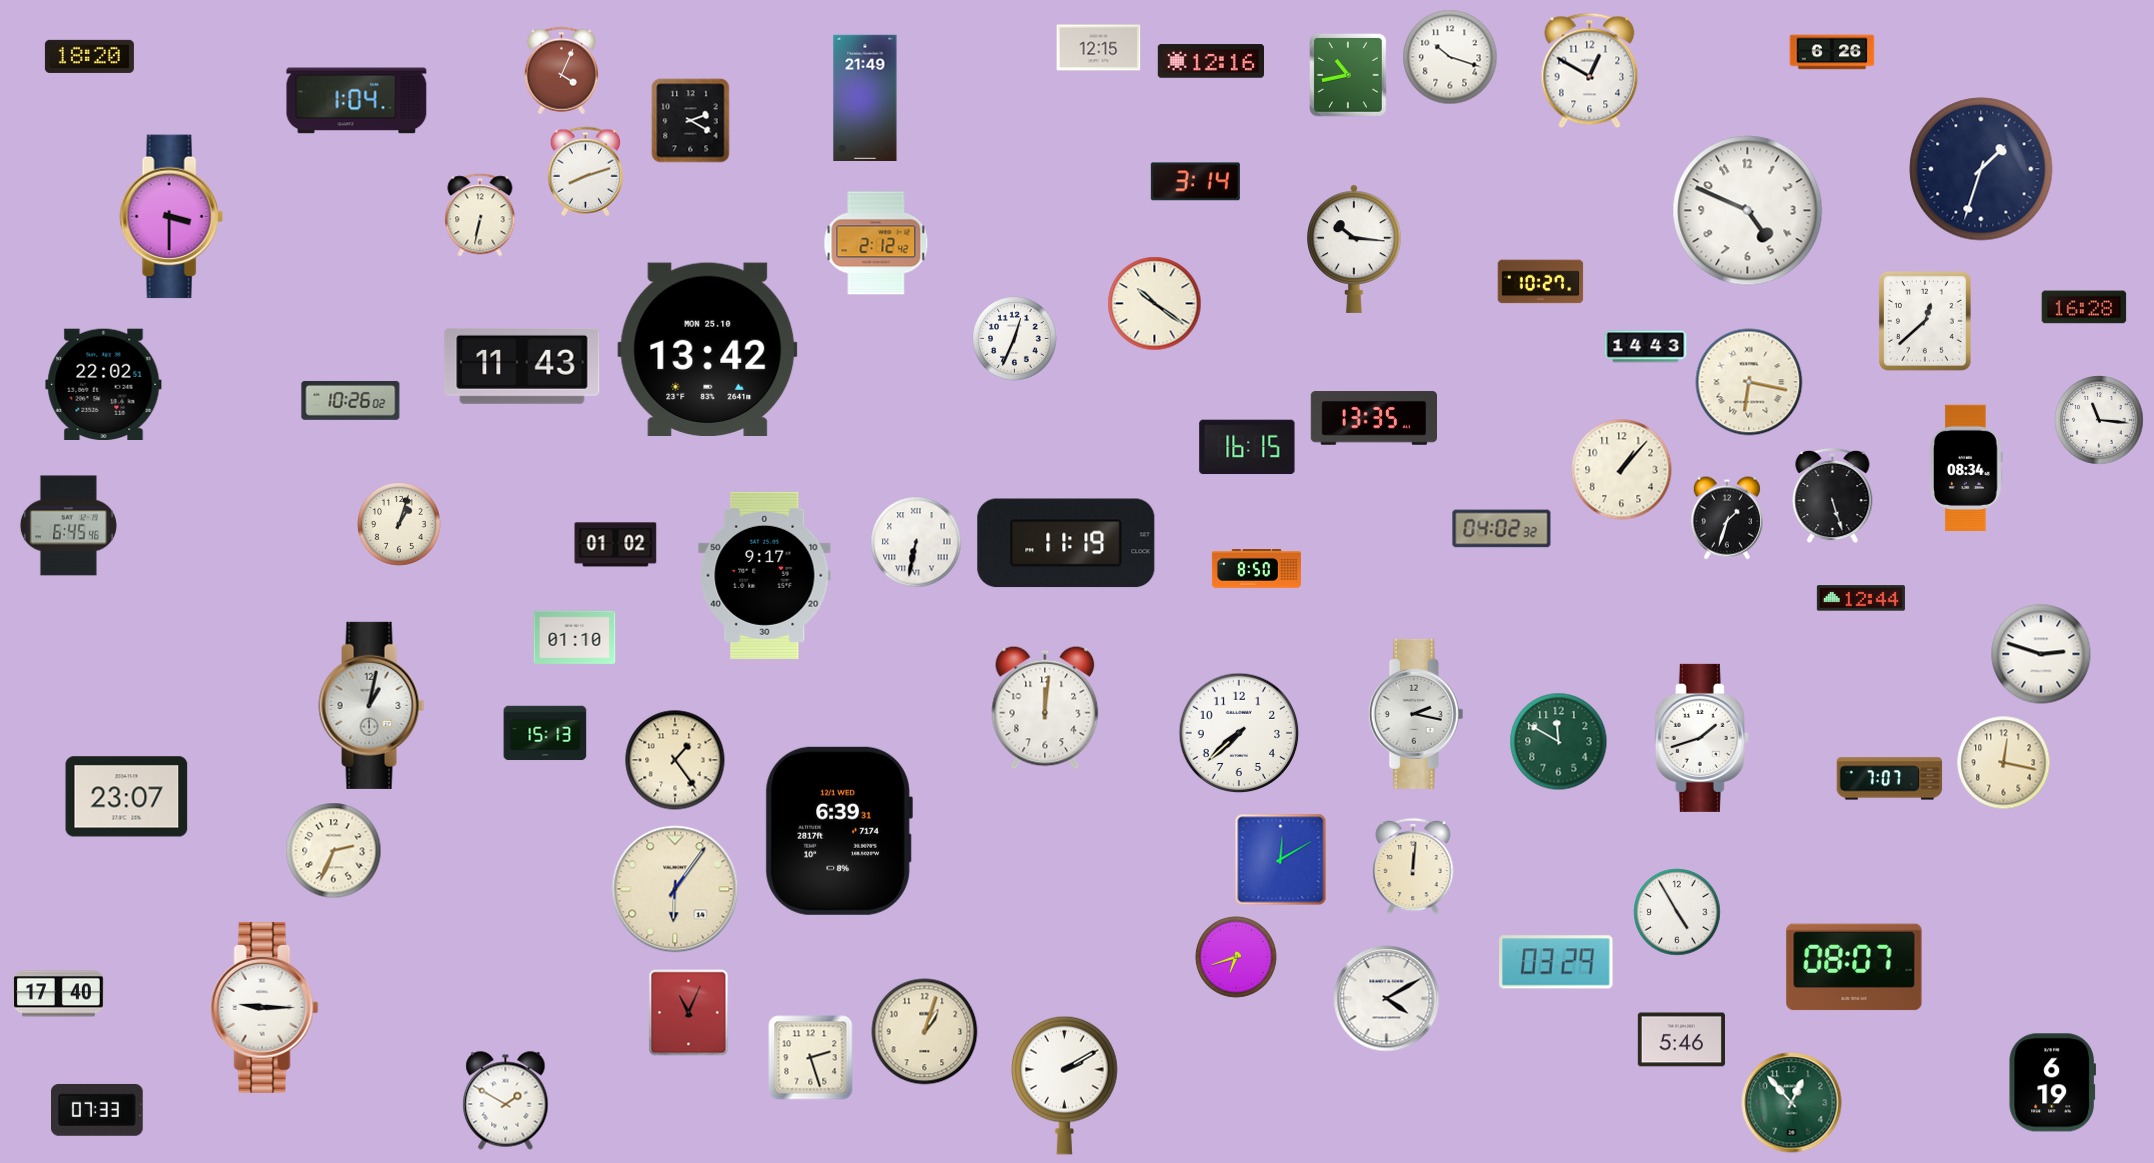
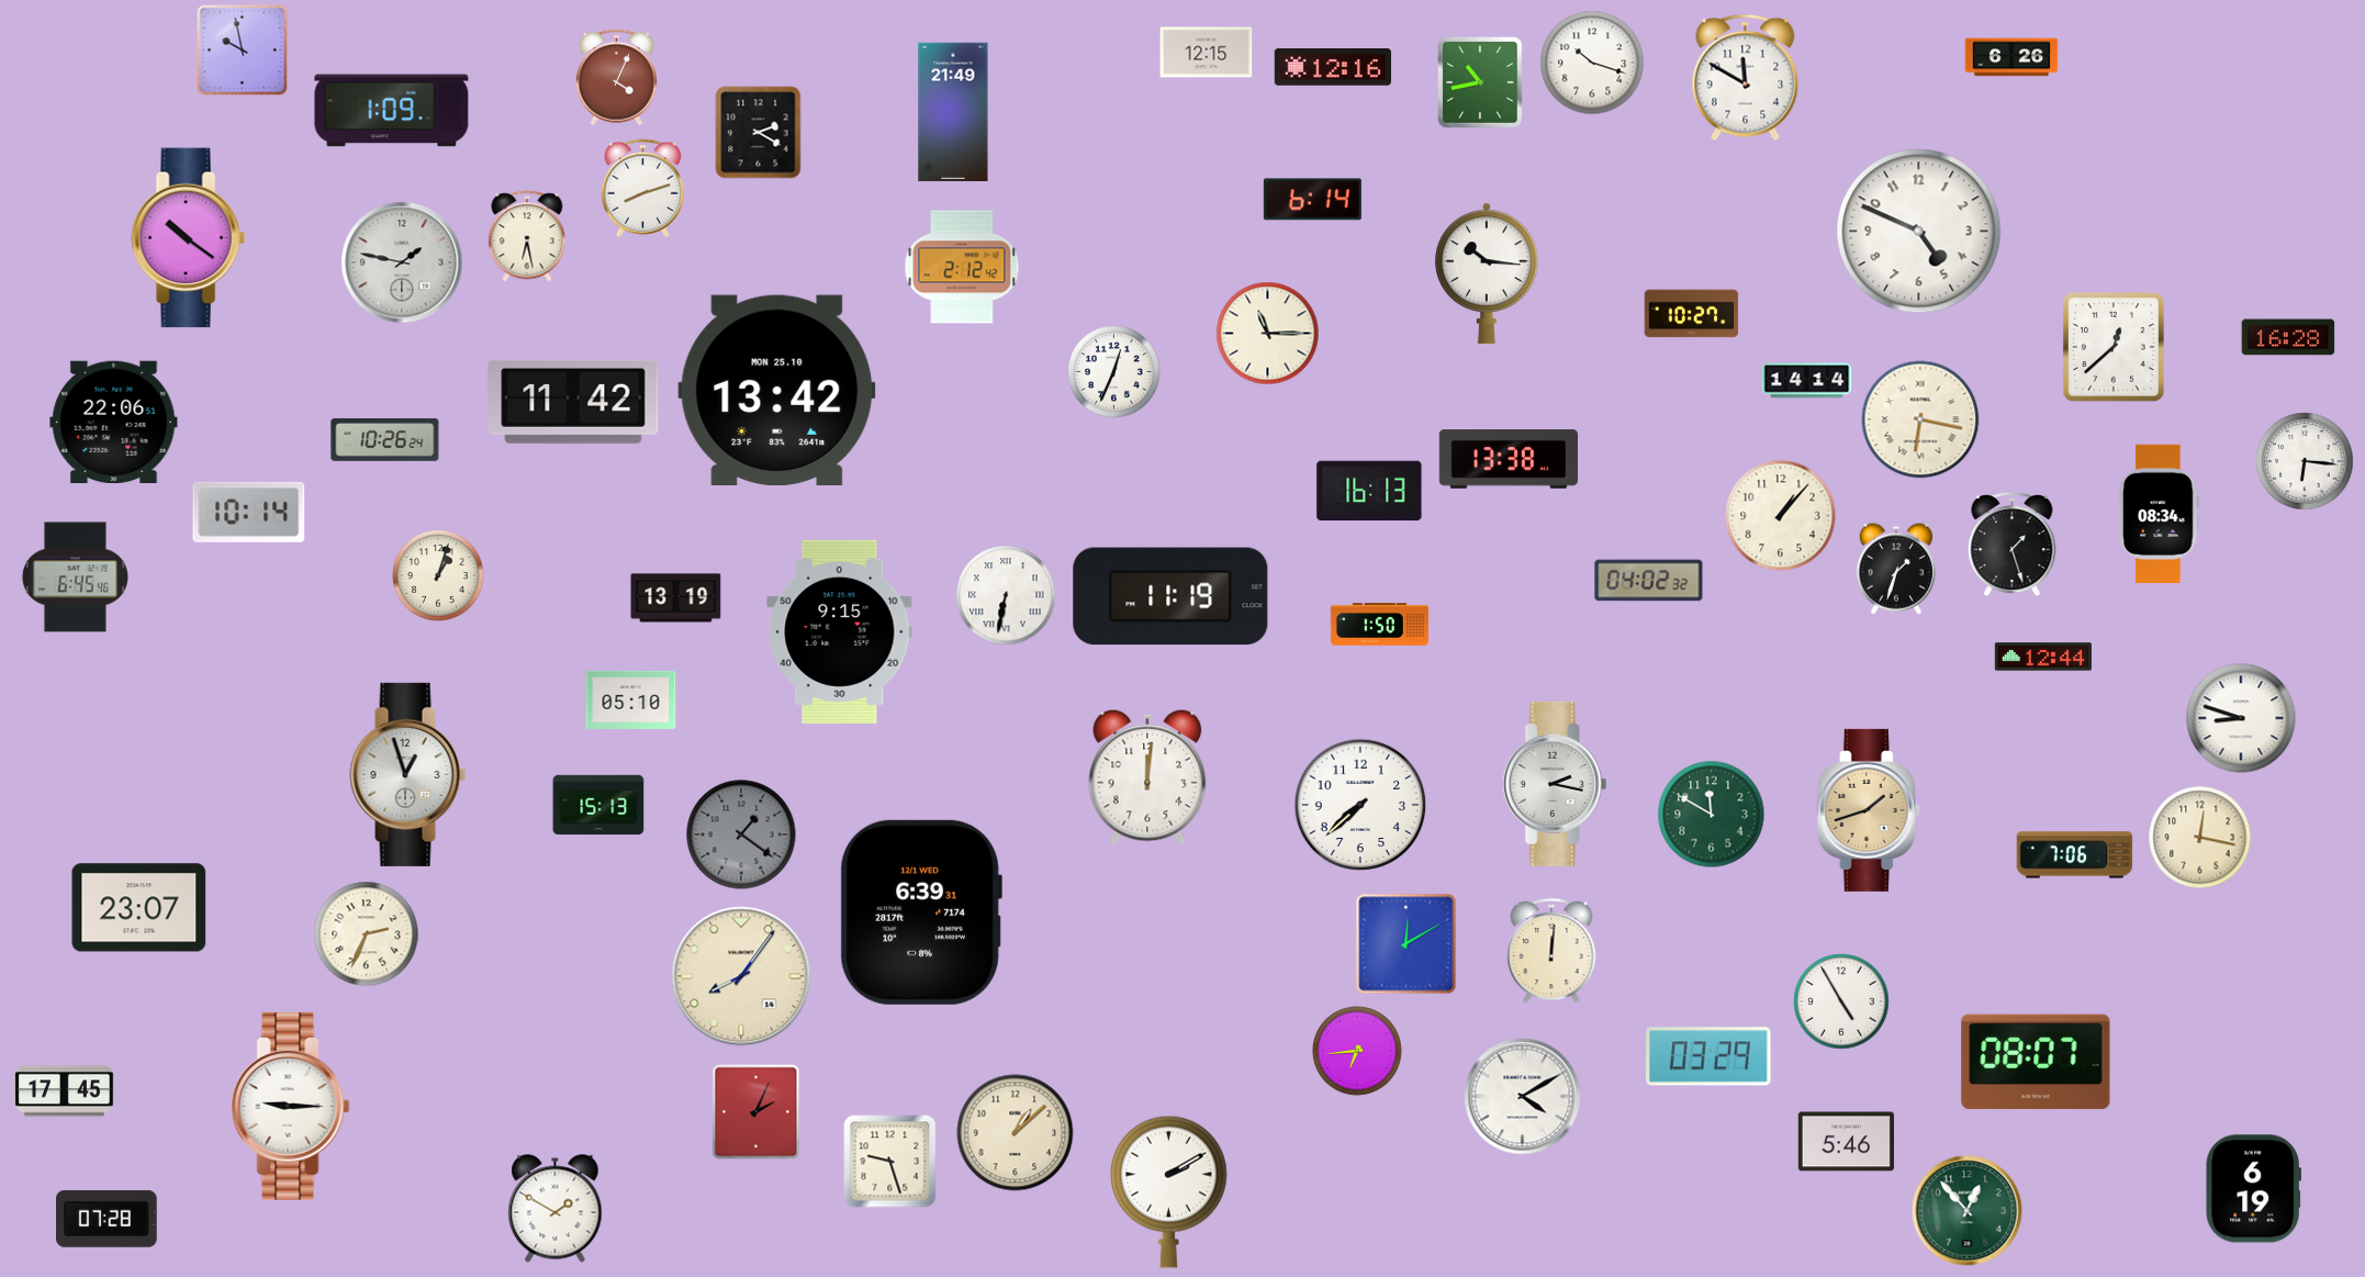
clock at (243, 51): none -> 9:58
clock at (89, 56): 18:20 -> none
clock at (1210, 61) position: (1210, 61) -> (1332, 67)
clock at (1590, 71): 12:50 -> 11:50
clock at (865, 97) position: (865, 97) -> (953, 111)
clock at (357, 101): 1:04 -> 1:09
clock at (1981, 169): 1:33 -> none
clock at (1195, 182): 3:14 -> 6:14
clock at (480, 215): 6:32 -> 6:28
clock at (171, 217): 3:30 -> 10:21
clock at (402, 262): none -> 1:47
clock at (1541, 282) position: (1541, 282) -> (1692, 314)
clock at (1155, 304): 10:21 -> 11:15
clock at (1925, 321) position: (1925, 321) -> (2114, 347)
clock at (1646, 347): 14:43 -> 14:14
clock at (708, 349) position: (708, 349) -> (777, 390)
clock at (522, 366): 11:43 -> 11:42
clock at (104, 384): 22:02 -> 22:06
clock at (351, 400): 10:26:02 -> 10:26:24
clock at (1373, 418): 13:35 -> 13:38
clock at (2099, 420): 11:16 -> 6:16
clock at (1247, 447): 16:15 -> 16:13
clock at (249, 512): none -> 10:14
clock at (1833, 496): 5:27 -> 1:27
clock at (616, 545): 01:02 -> 13:19
clock at (1256, 569): 8:50 -> 1:50
clock at (765, 575): 9:17 -> 9:15
clock at (575, 637): 01:10 -> 05:10
clock at (2041, 654): 2:48 -> 8:48
clock at (372, 705): 1:02 -> 12:57
clock at (1702, 738) dial: white -> champagne
clock at (675, 760): 1:24 -> 1:21
clock at (675, 760) dial: cream -> grey
clock at (1890, 779): 7:07 -> 7:06
clock at (127, 797) position: (127, 797) -> (139, 908)
clock at (675, 889): 6:06 -> 8:06
clock at (1237, 958): 6:42 -> 6:44
clock at (59, 994): 17:40 -> 17:45
clock at (689, 1013): 11:04 -> 2:04
clock at (925, 1032): 1:03 -> 1:08
clock at (811, 1058): 2:27 -> 9:27
clock at (98, 1110): 07:33 -> 07:28
